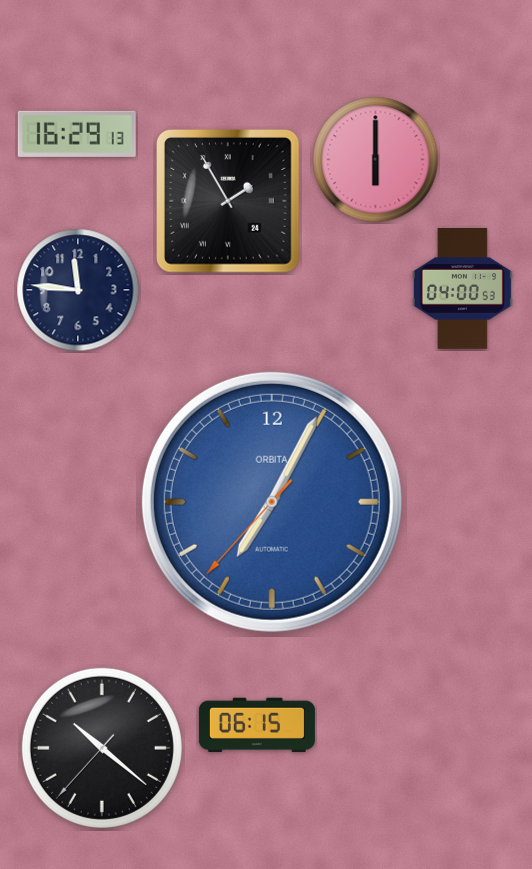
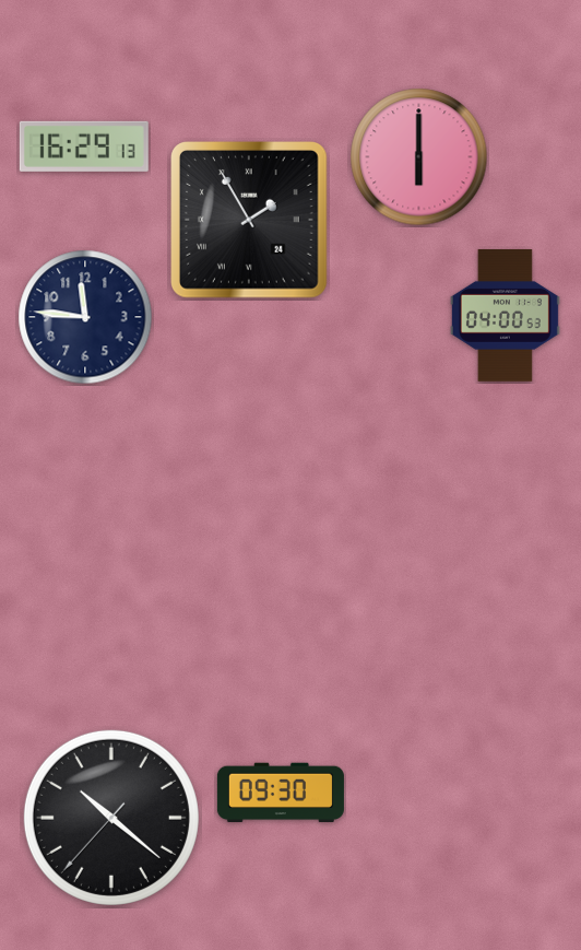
clock at (376, 160) position: (376, 160) -> (419, 157)
clock at (272, 502): 7:04 -> none
clock at (257, 725): 06:15 -> 09:30
